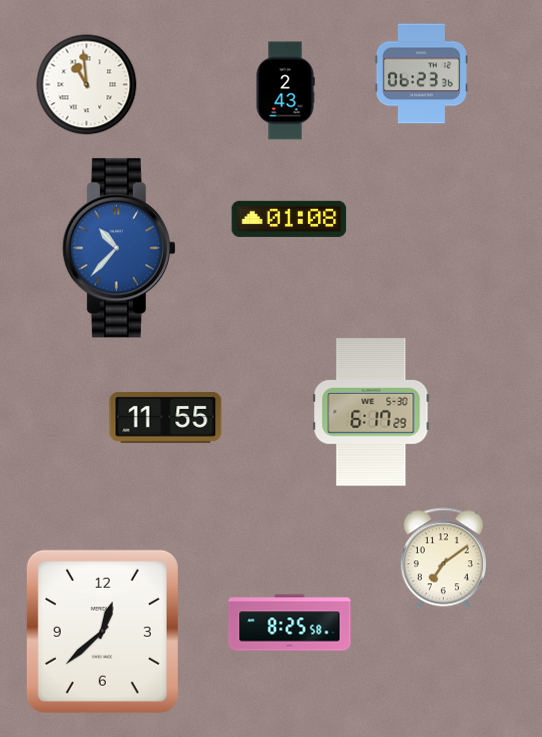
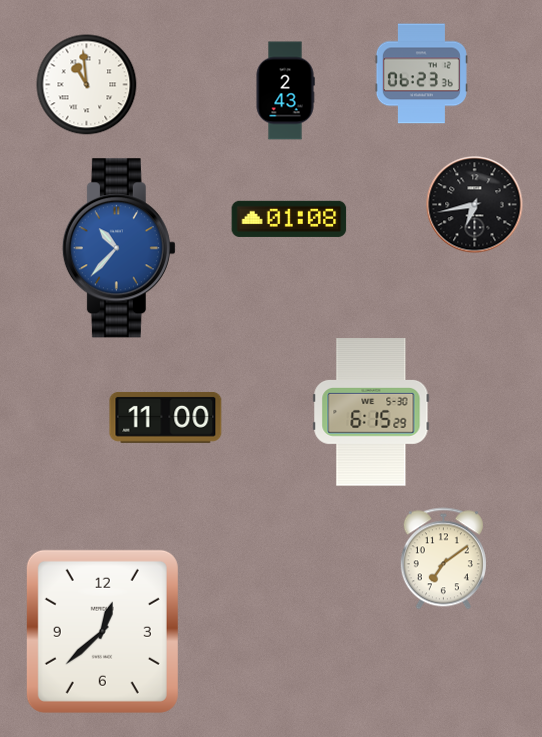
clock at (475, 205): none -> 6:43
clock at (371, 412): 6:17 -> 6:15
clock at (166, 417): 11:55 -> 11:00
clock at (290, 623): 8:25 -> none
